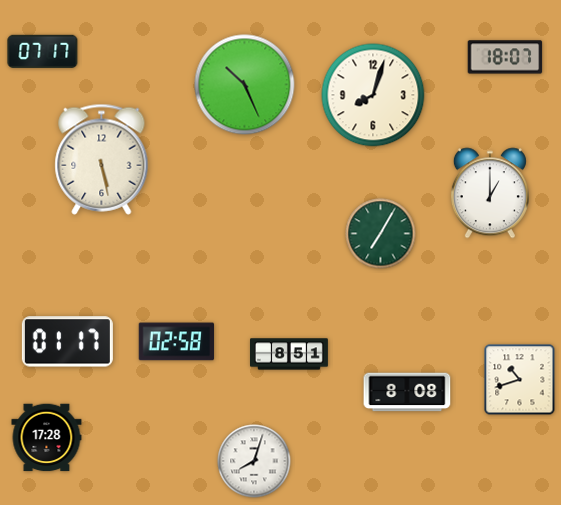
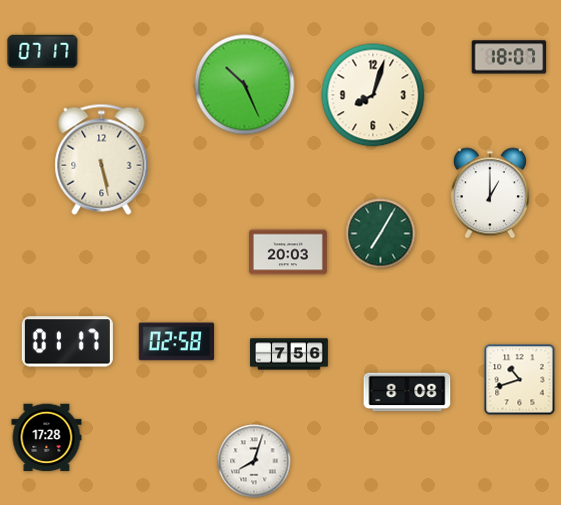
clock at (505, 57) position: (505, 57) -> (509, 57)
clock at (288, 252): none -> 20:03
clock at (290, 354): 8:51 -> 7:56
